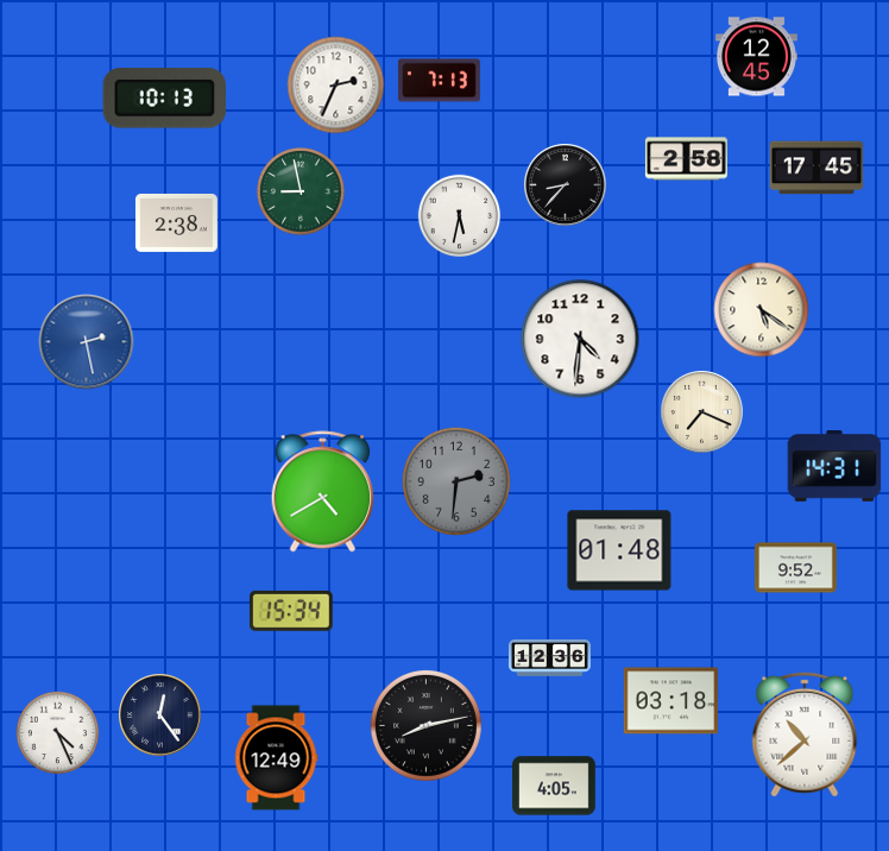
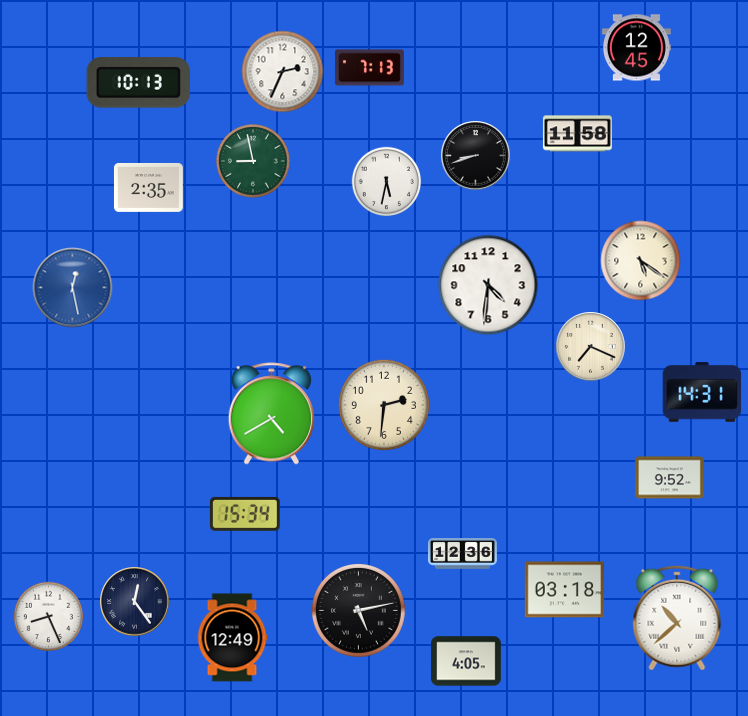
clock at (686, 159): 2:58 -> 11:58
clock at (817, 168): 17:45 -> none
clock at (566, 185): 8:37 -> 8:42
clock at (176, 222): 2:38 -> 2:35
clock at (87, 342): 2:28 -> 12:28
clock at (456, 481) dial: grey -> cream
clock at (619, 550): 01:48 -> none
clock at (425, 725): 8:13 -> 5:13
clock at (58, 733): 4:26 -> 8:26
